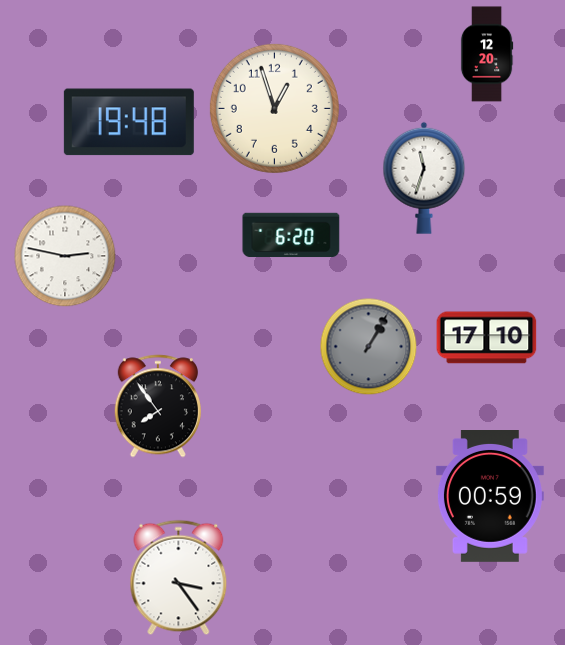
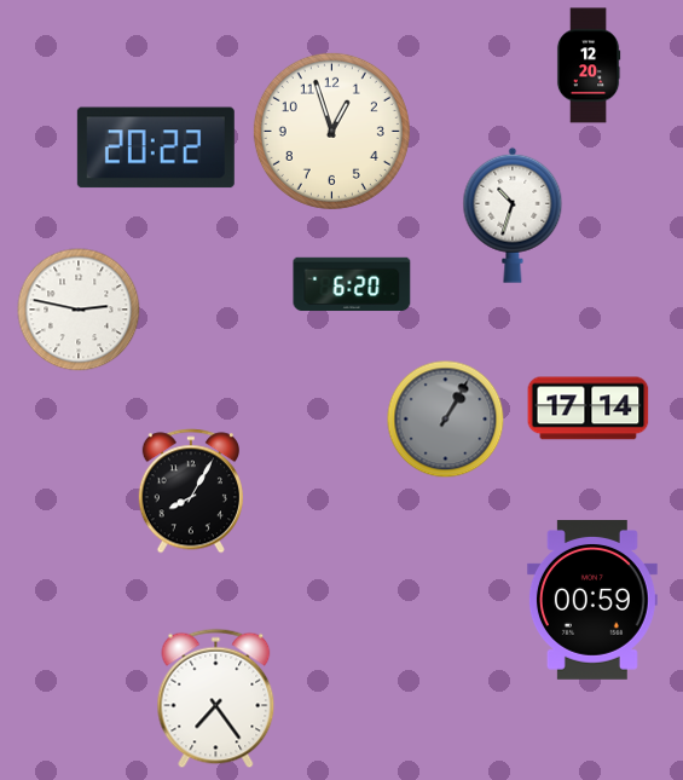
clock at (129, 122): 19:48 -> 20:22
clock at (424, 178): 11:33 -> 10:33
clock at (487, 338): 17:10 -> 17:14
clock at (158, 406): 7:54 -> 8:05
clock at (179, 578): 3:24 -> 7:24
